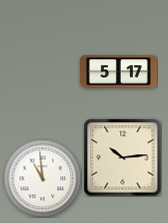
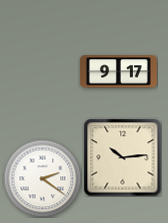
clock at (119, 72): 5:17 -> 9:17
clock at (42, 178): 10:59 -> 2:21
